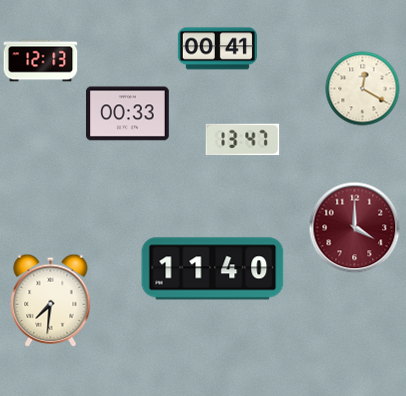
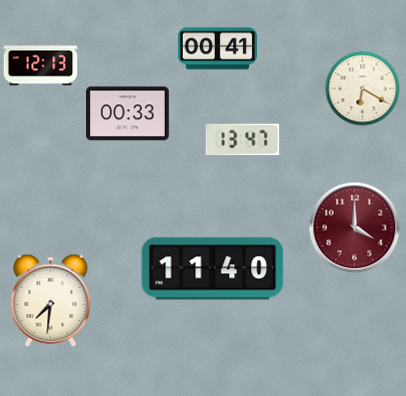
clock at (41, 61) position: (41, 61) -> (41, 65)
clock at (363, 89): 12:20 -> 6:20
